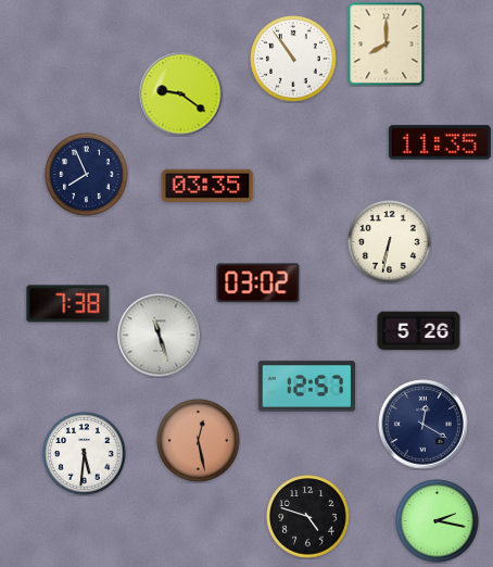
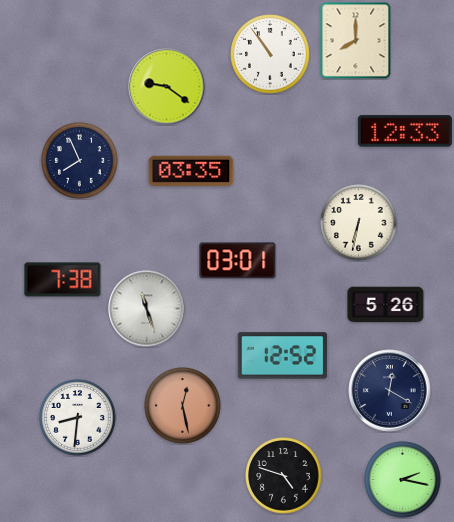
clock at (440, 142): 11:35 -> 12:33
clock at (258, 283): 03:02 -> 03:01
clock at (307, 387): 12:57 -> 12:52
clock at (85, 454): 5:31 -> 8:31
